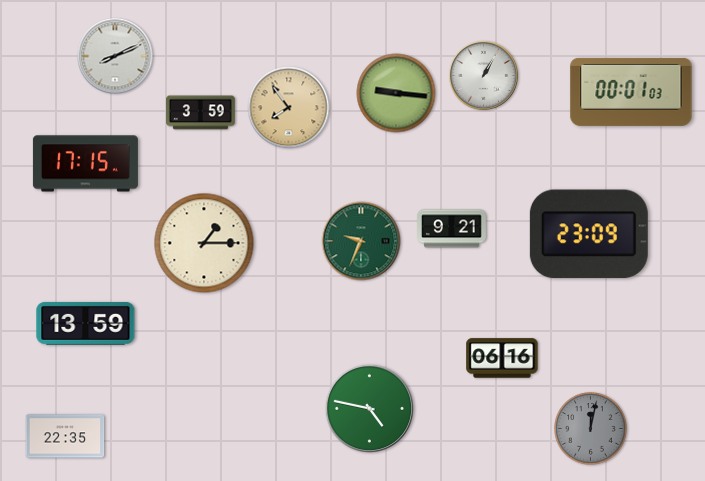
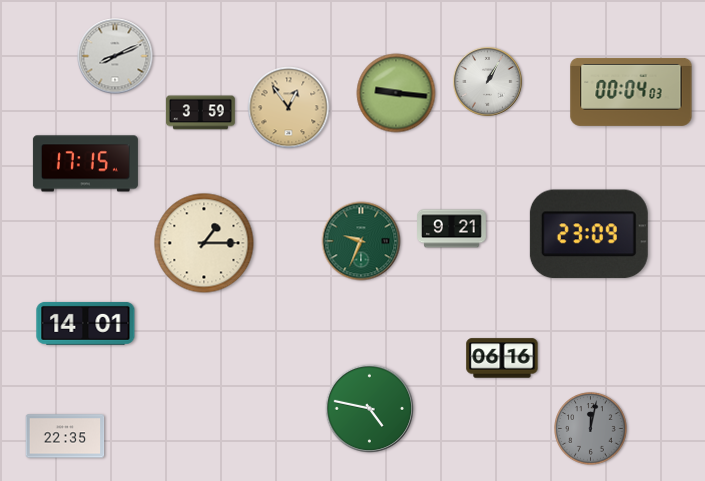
clock at (484, 76) position: (484, 76) -> (488, 82)
clock at (631, 92): 00:01 -> 00:04
clock at (289, 108): 7:54 -> 12:54
clock at (86, 323): 13:59 -> 14:01
